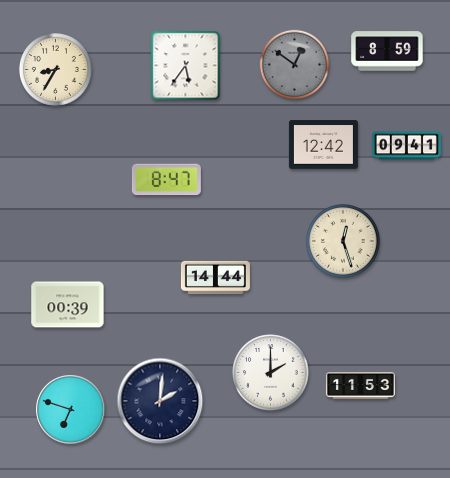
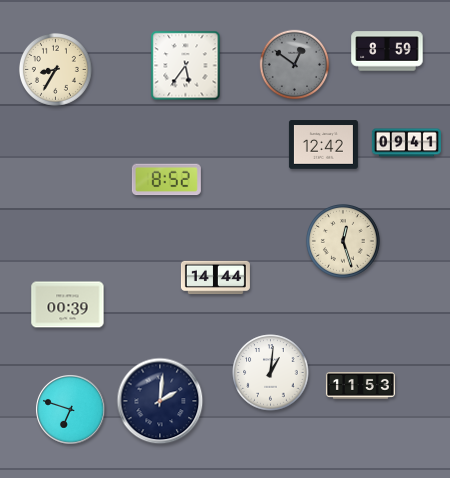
clock at (406, 146) position: (406, 146) -> (406, 143)
clock at (166, 180): 8:47 -> 8:52
clock at (271, 373): 2:00 -> 1:01
